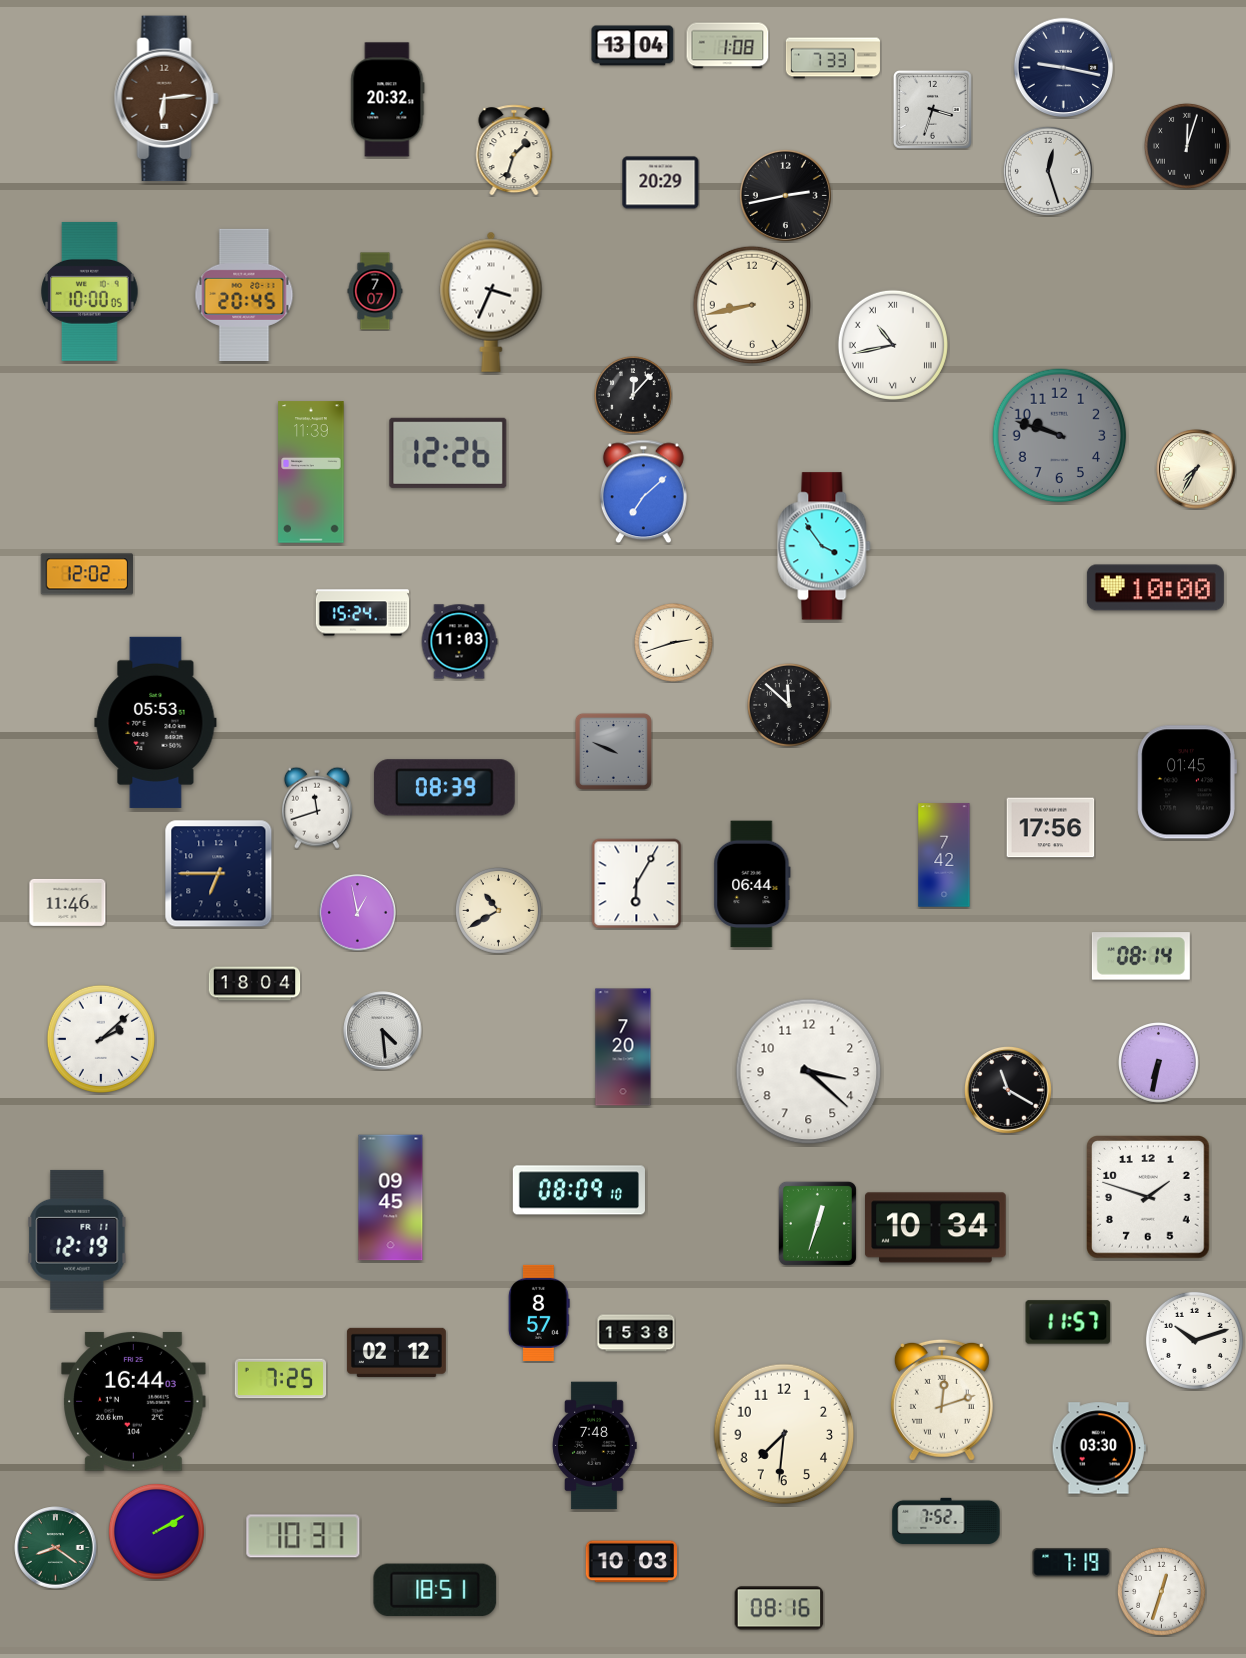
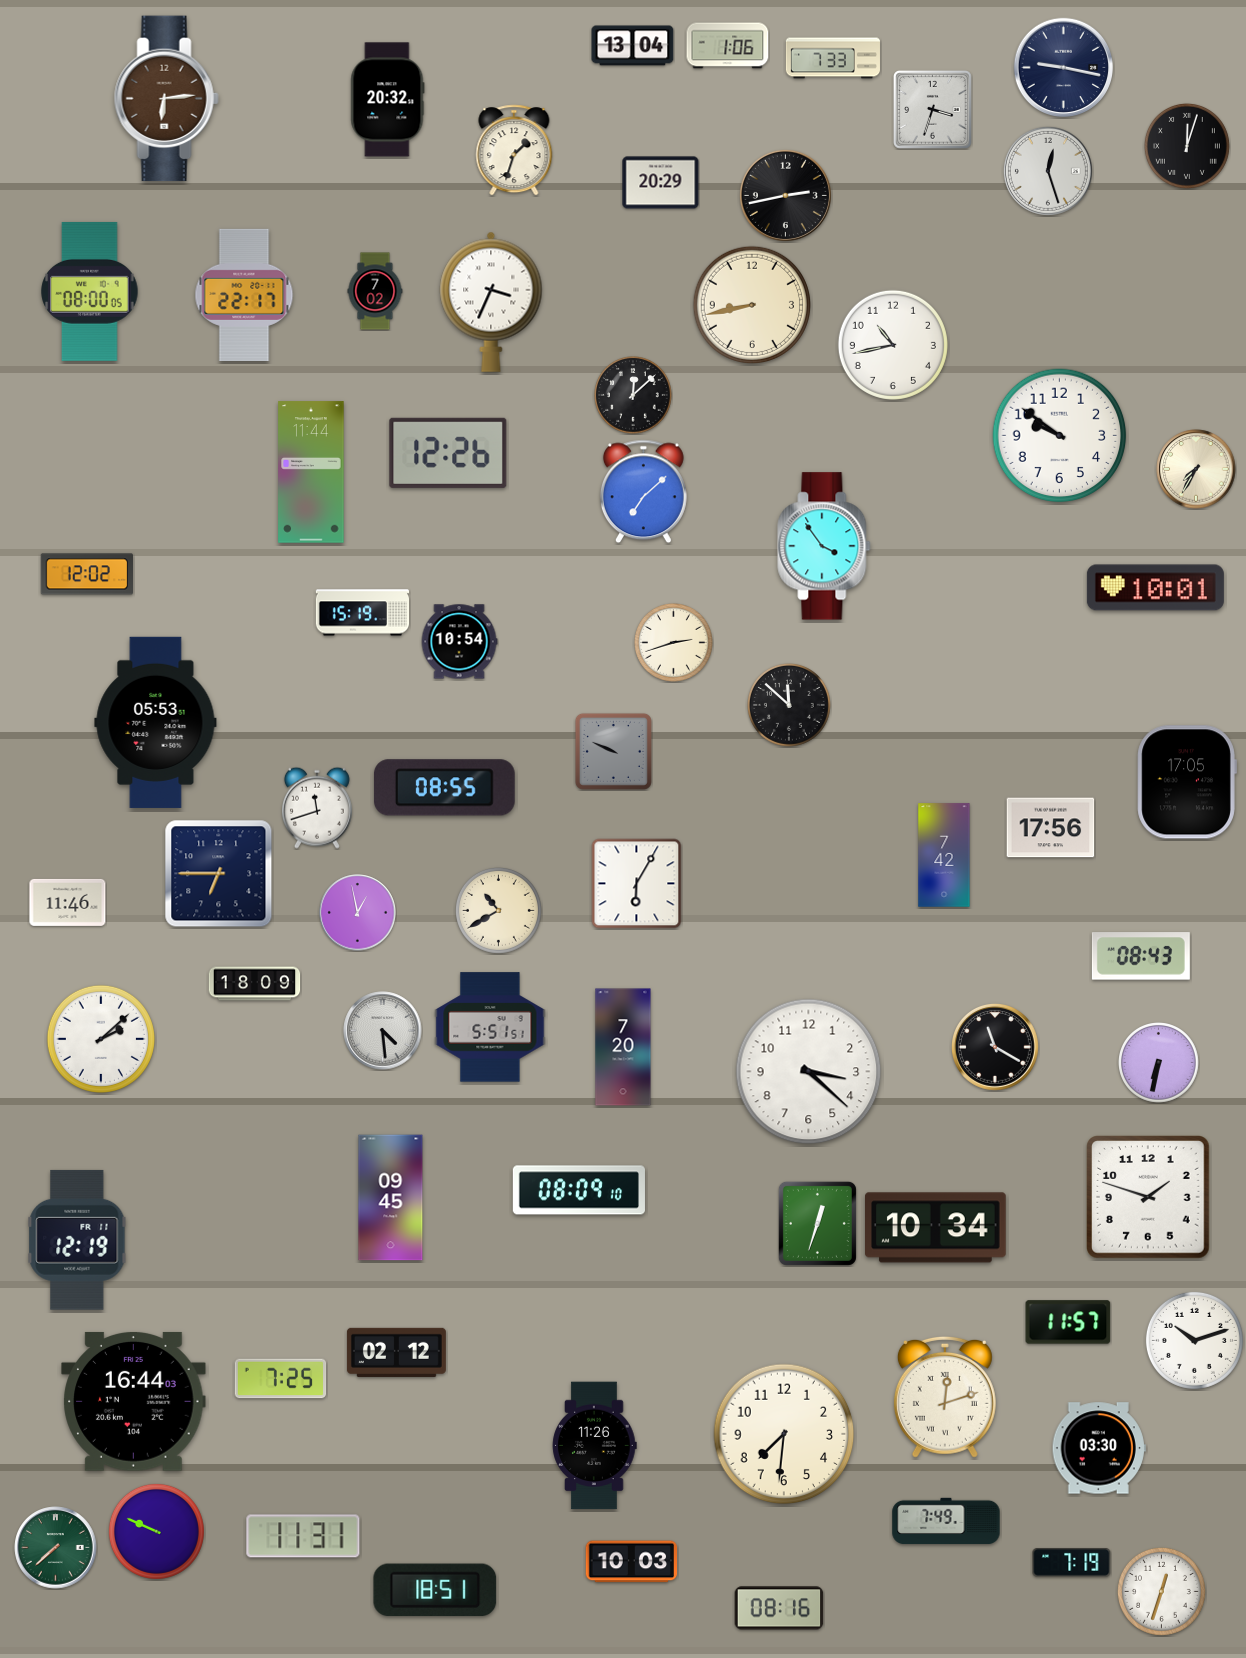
clock at (728, 46): 1:08 -> 1:06
clock at (90, 291): 10:00 -> 08:00
clock at (375, 291): 7:07 -> 7:02
clock at (244, 295): 20:45 -> 22:17
clock at (893, 345) numerals: Roman -> Arabic
clock at (634, 396): 12:07 -> 12:08
clock at (1060, 436): 9:48 -> 9:51
clock at (1060, 436) dial: grey -> white
clock at (311, 472): 11:39 -> 11:44
clock at (1155, 588): 10:00 -> 10:01
clock at (363, 613): 15:24 -> 15:19
clock at (459, 642): 11:03 -> 10:54
clock at (1187, 782): 01:45 -> 17:05
clock at (444, 788): 08:39 -> 08:55
clock at (752, 884): 06:44 -> none
clock at (1141, 956): 08:14 -> 08:43
clock at (255, 984): 18:04 -> 18:09
clock at (490, 1027): none -> 5:51
clock at (1008, 1090) position: (1008, 1090) -> (995, 1047)
clock at (539, 1313): 8:57 -> none
clock at (636, 1333): 15:38 -> none
clock at (942, 1400) position: (942, 1400) -> (945, 1397)
clock at (595, 1446): 7:48 -> 11:26
clock at (946, 1521): 7:52 -> 7:49
clock at (156, 1531): 2:10 -> 9:49
clock at (303, 1536): 10:31 -> 11:31
clock at (56, 1548): 8:21 -> 7:38
